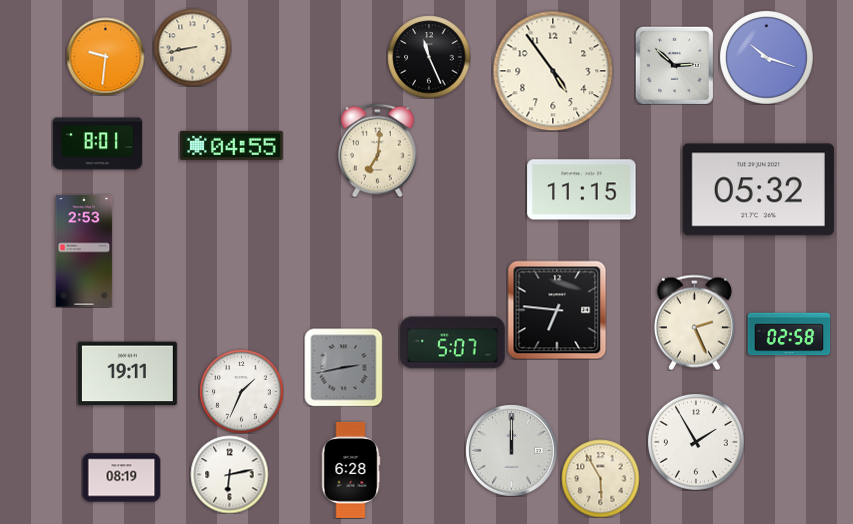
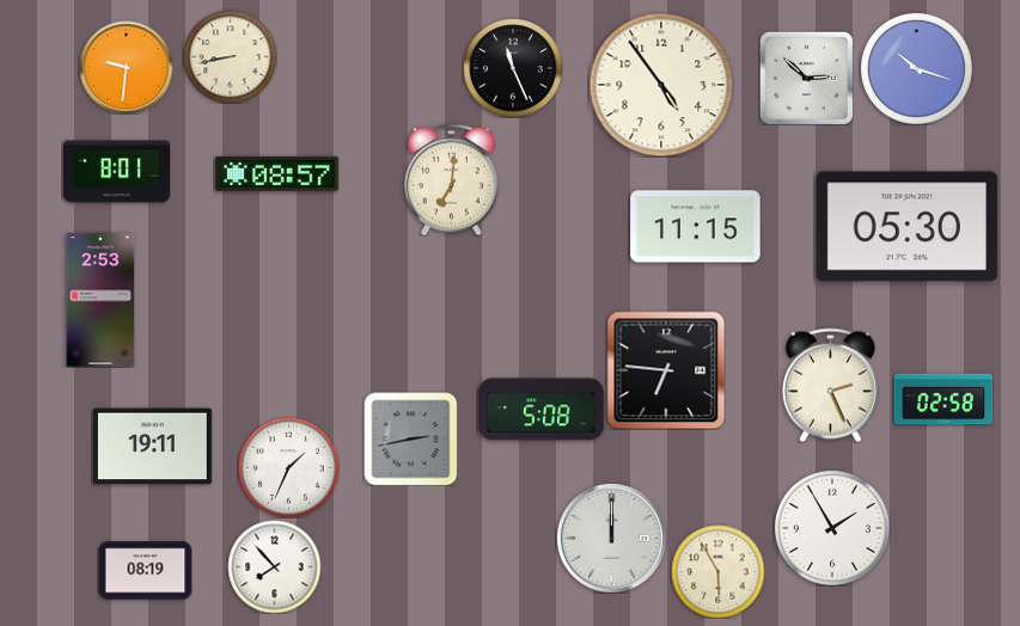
clock at (232, 145): 04:55 -> 08:57
clock at (758, 190): 05:32 -> 05:30
clock at (453, 343): 5:07 -> 5:08
clock at (351, 470): 6:28 -> none
clock at (229, 474): 6:13 -> 7:53
